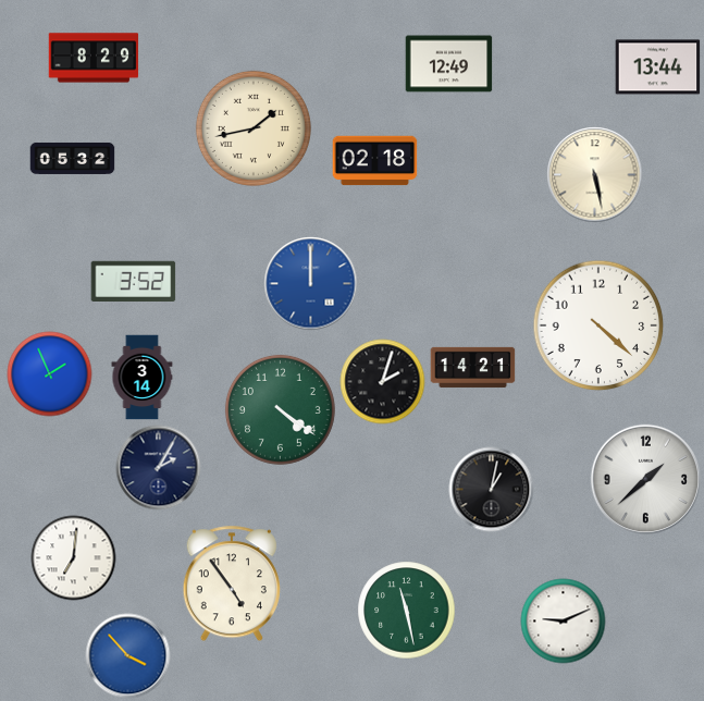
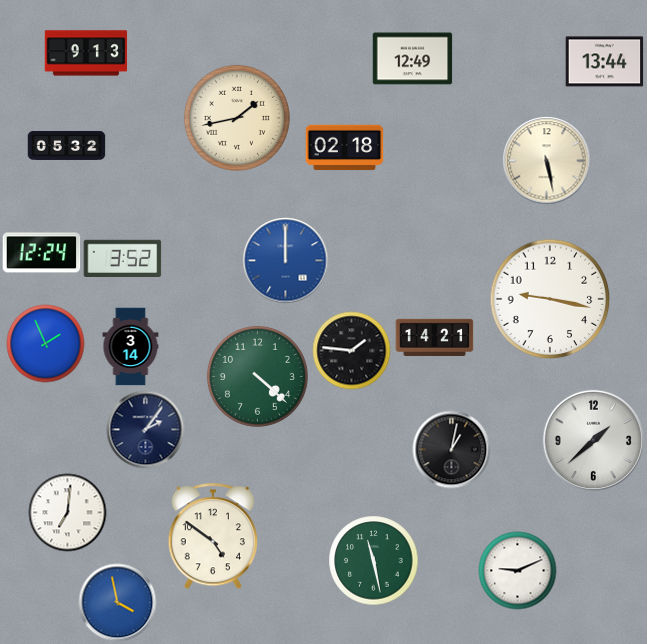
clock at (94, 58): 8:29 -> 9:13
clock at (254, 128) position: (254, 128) -> (237, 118)
clock at (41, 253): none -> 12:24
clock at (598, 325): 4:22 -> 9:17
clock at (382, 381): 2:03 -> 1:46
clock at (280, 409): 4:21 -> 4:22
clock at (158, 467): 2:05 -> 2:06
clock at (232, 583): 4:54 -> 4:51
clock at (127, 655): 3:53 -> 3:58
